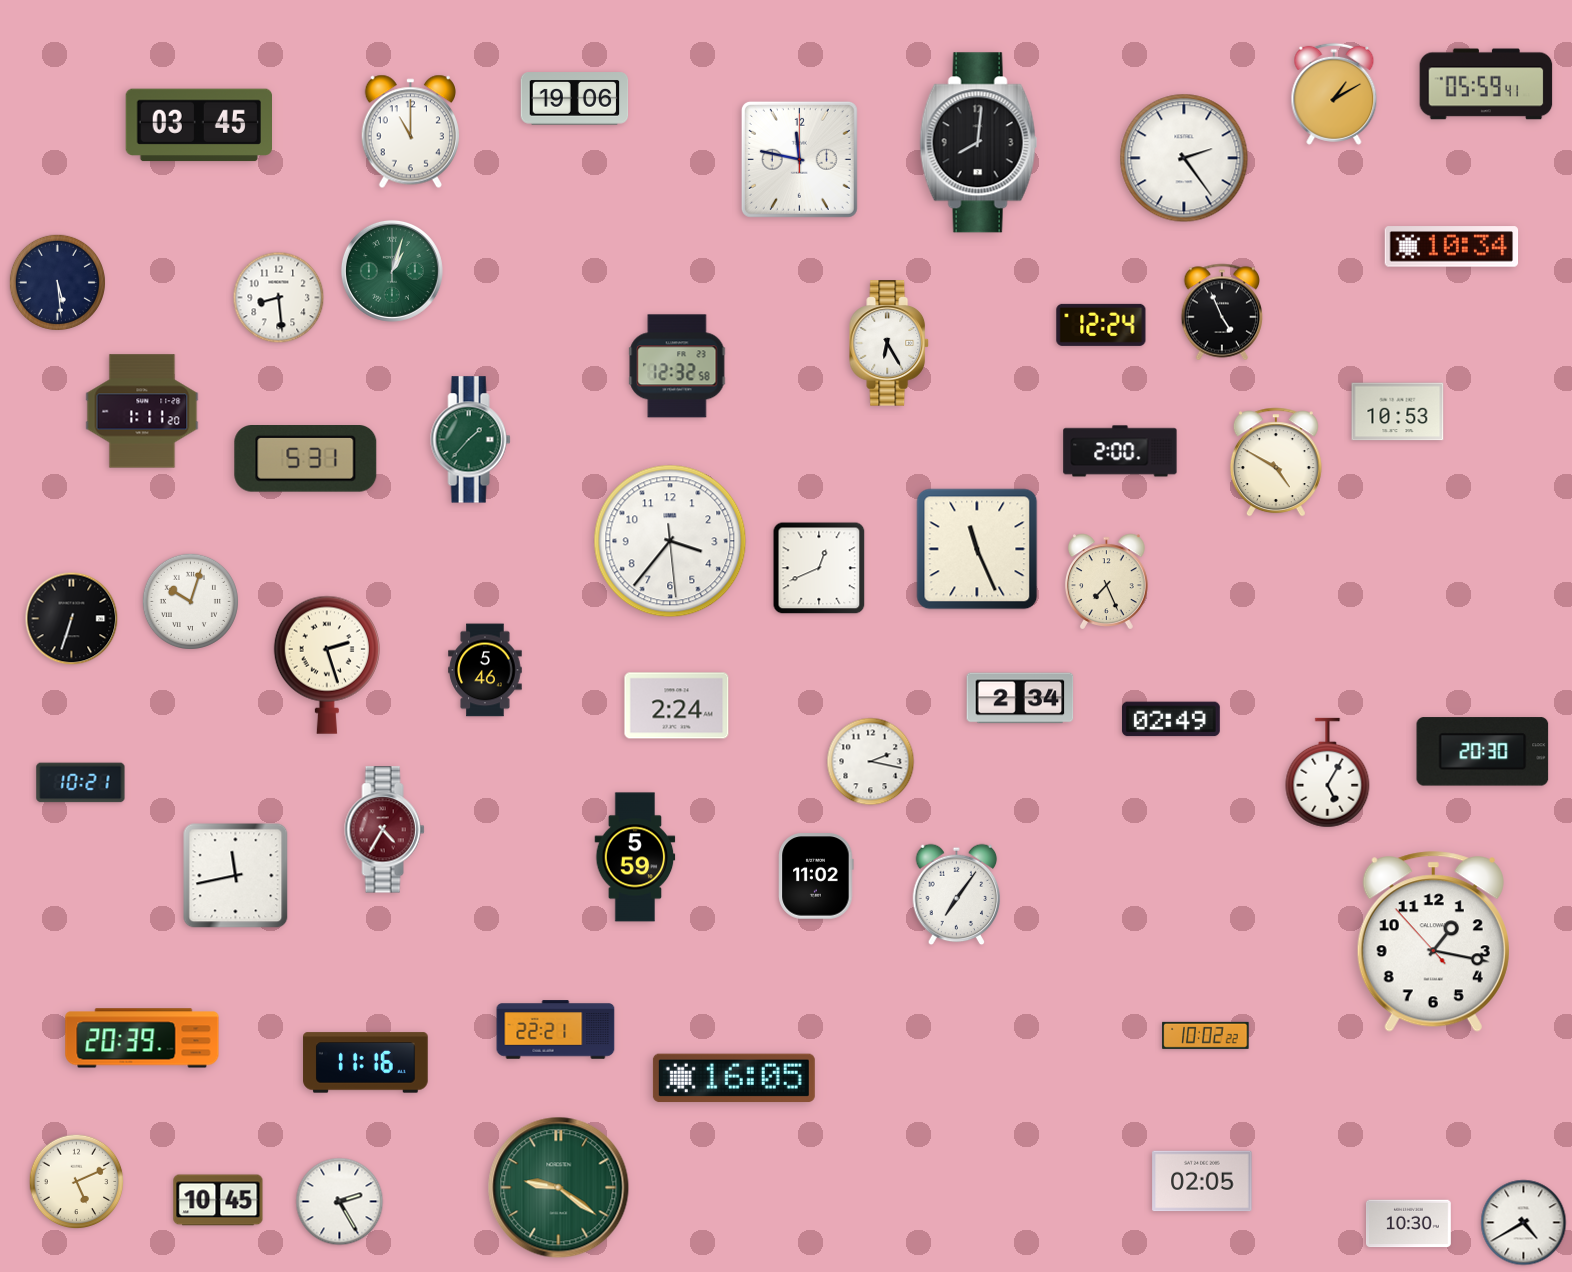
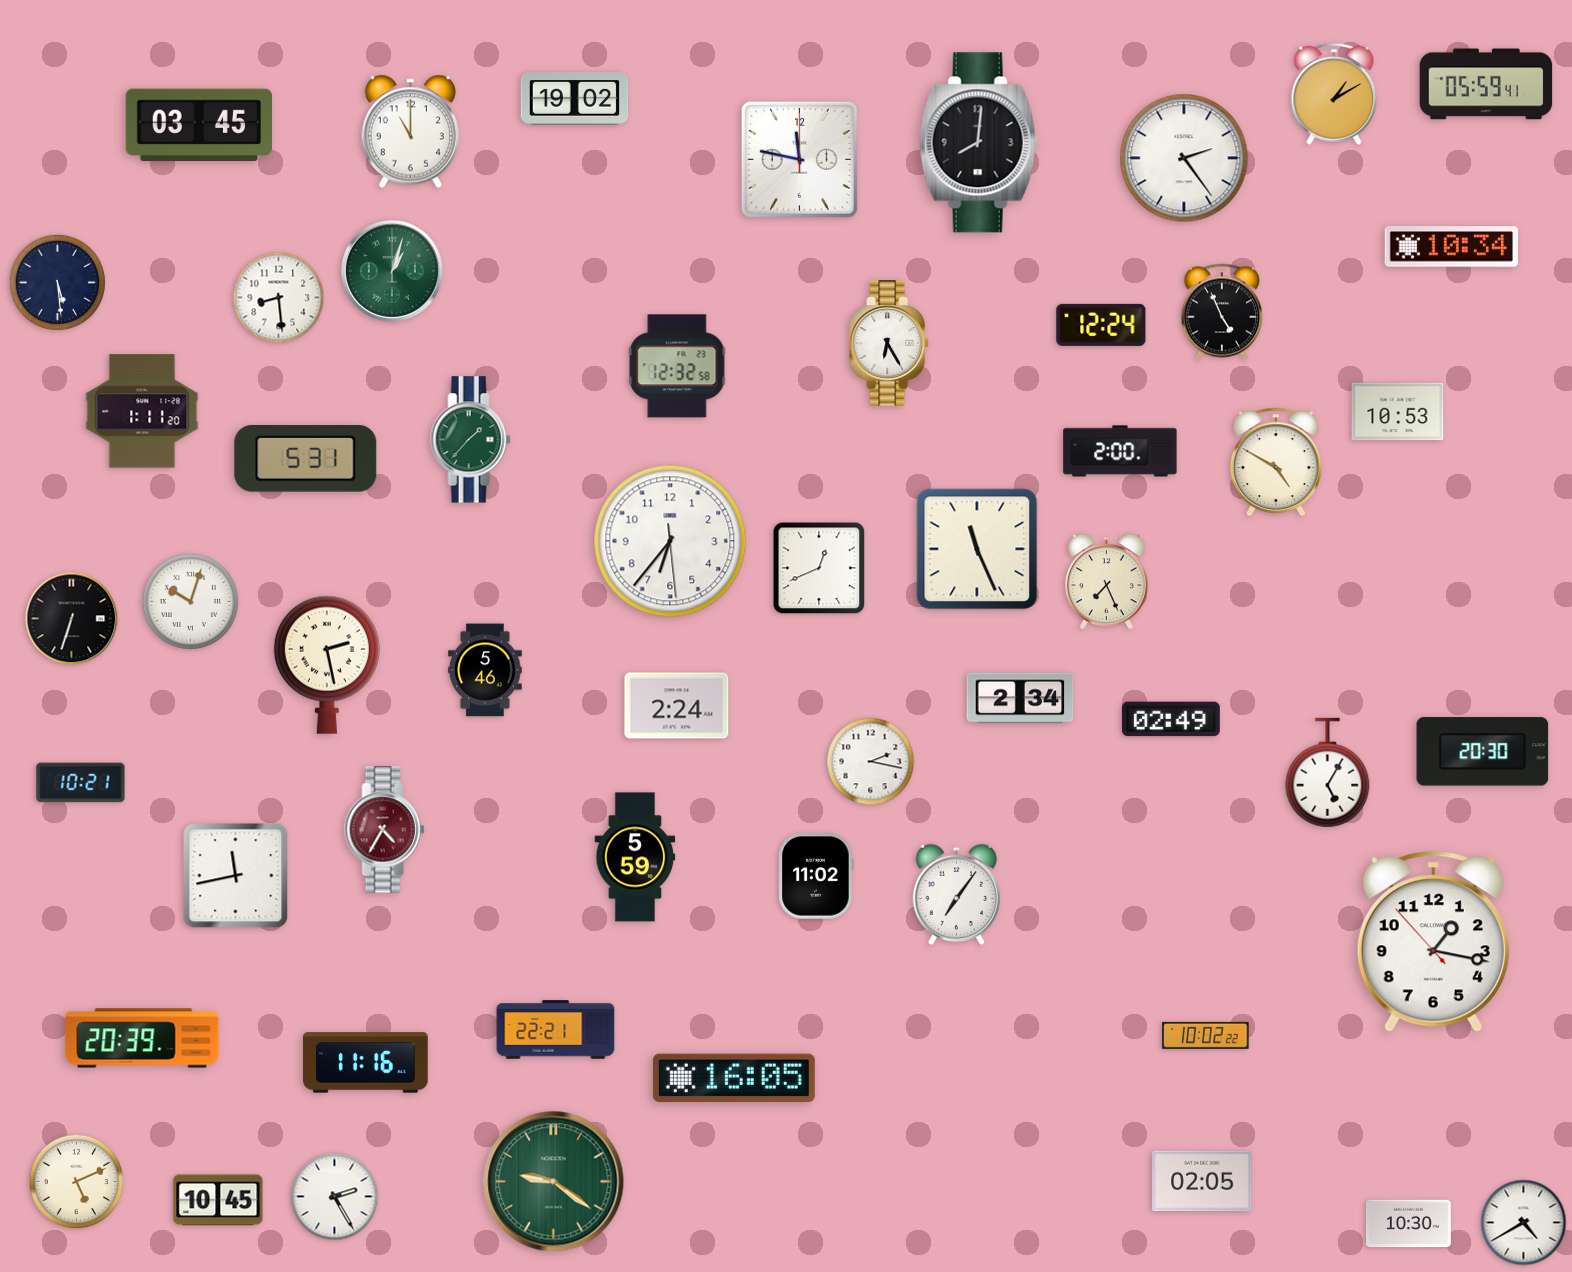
clock at (575, 99): 19:06 -> 19:02
clock at (670, 541): 3:36 -> 6:36
clock at (327, 665): 2:27 -> 2:28
clock at (559, 1188) position: (559, 1188) -> (554, 1182)
clock at (340, 1202) position: (340, 1202) -> (335, 1197)
